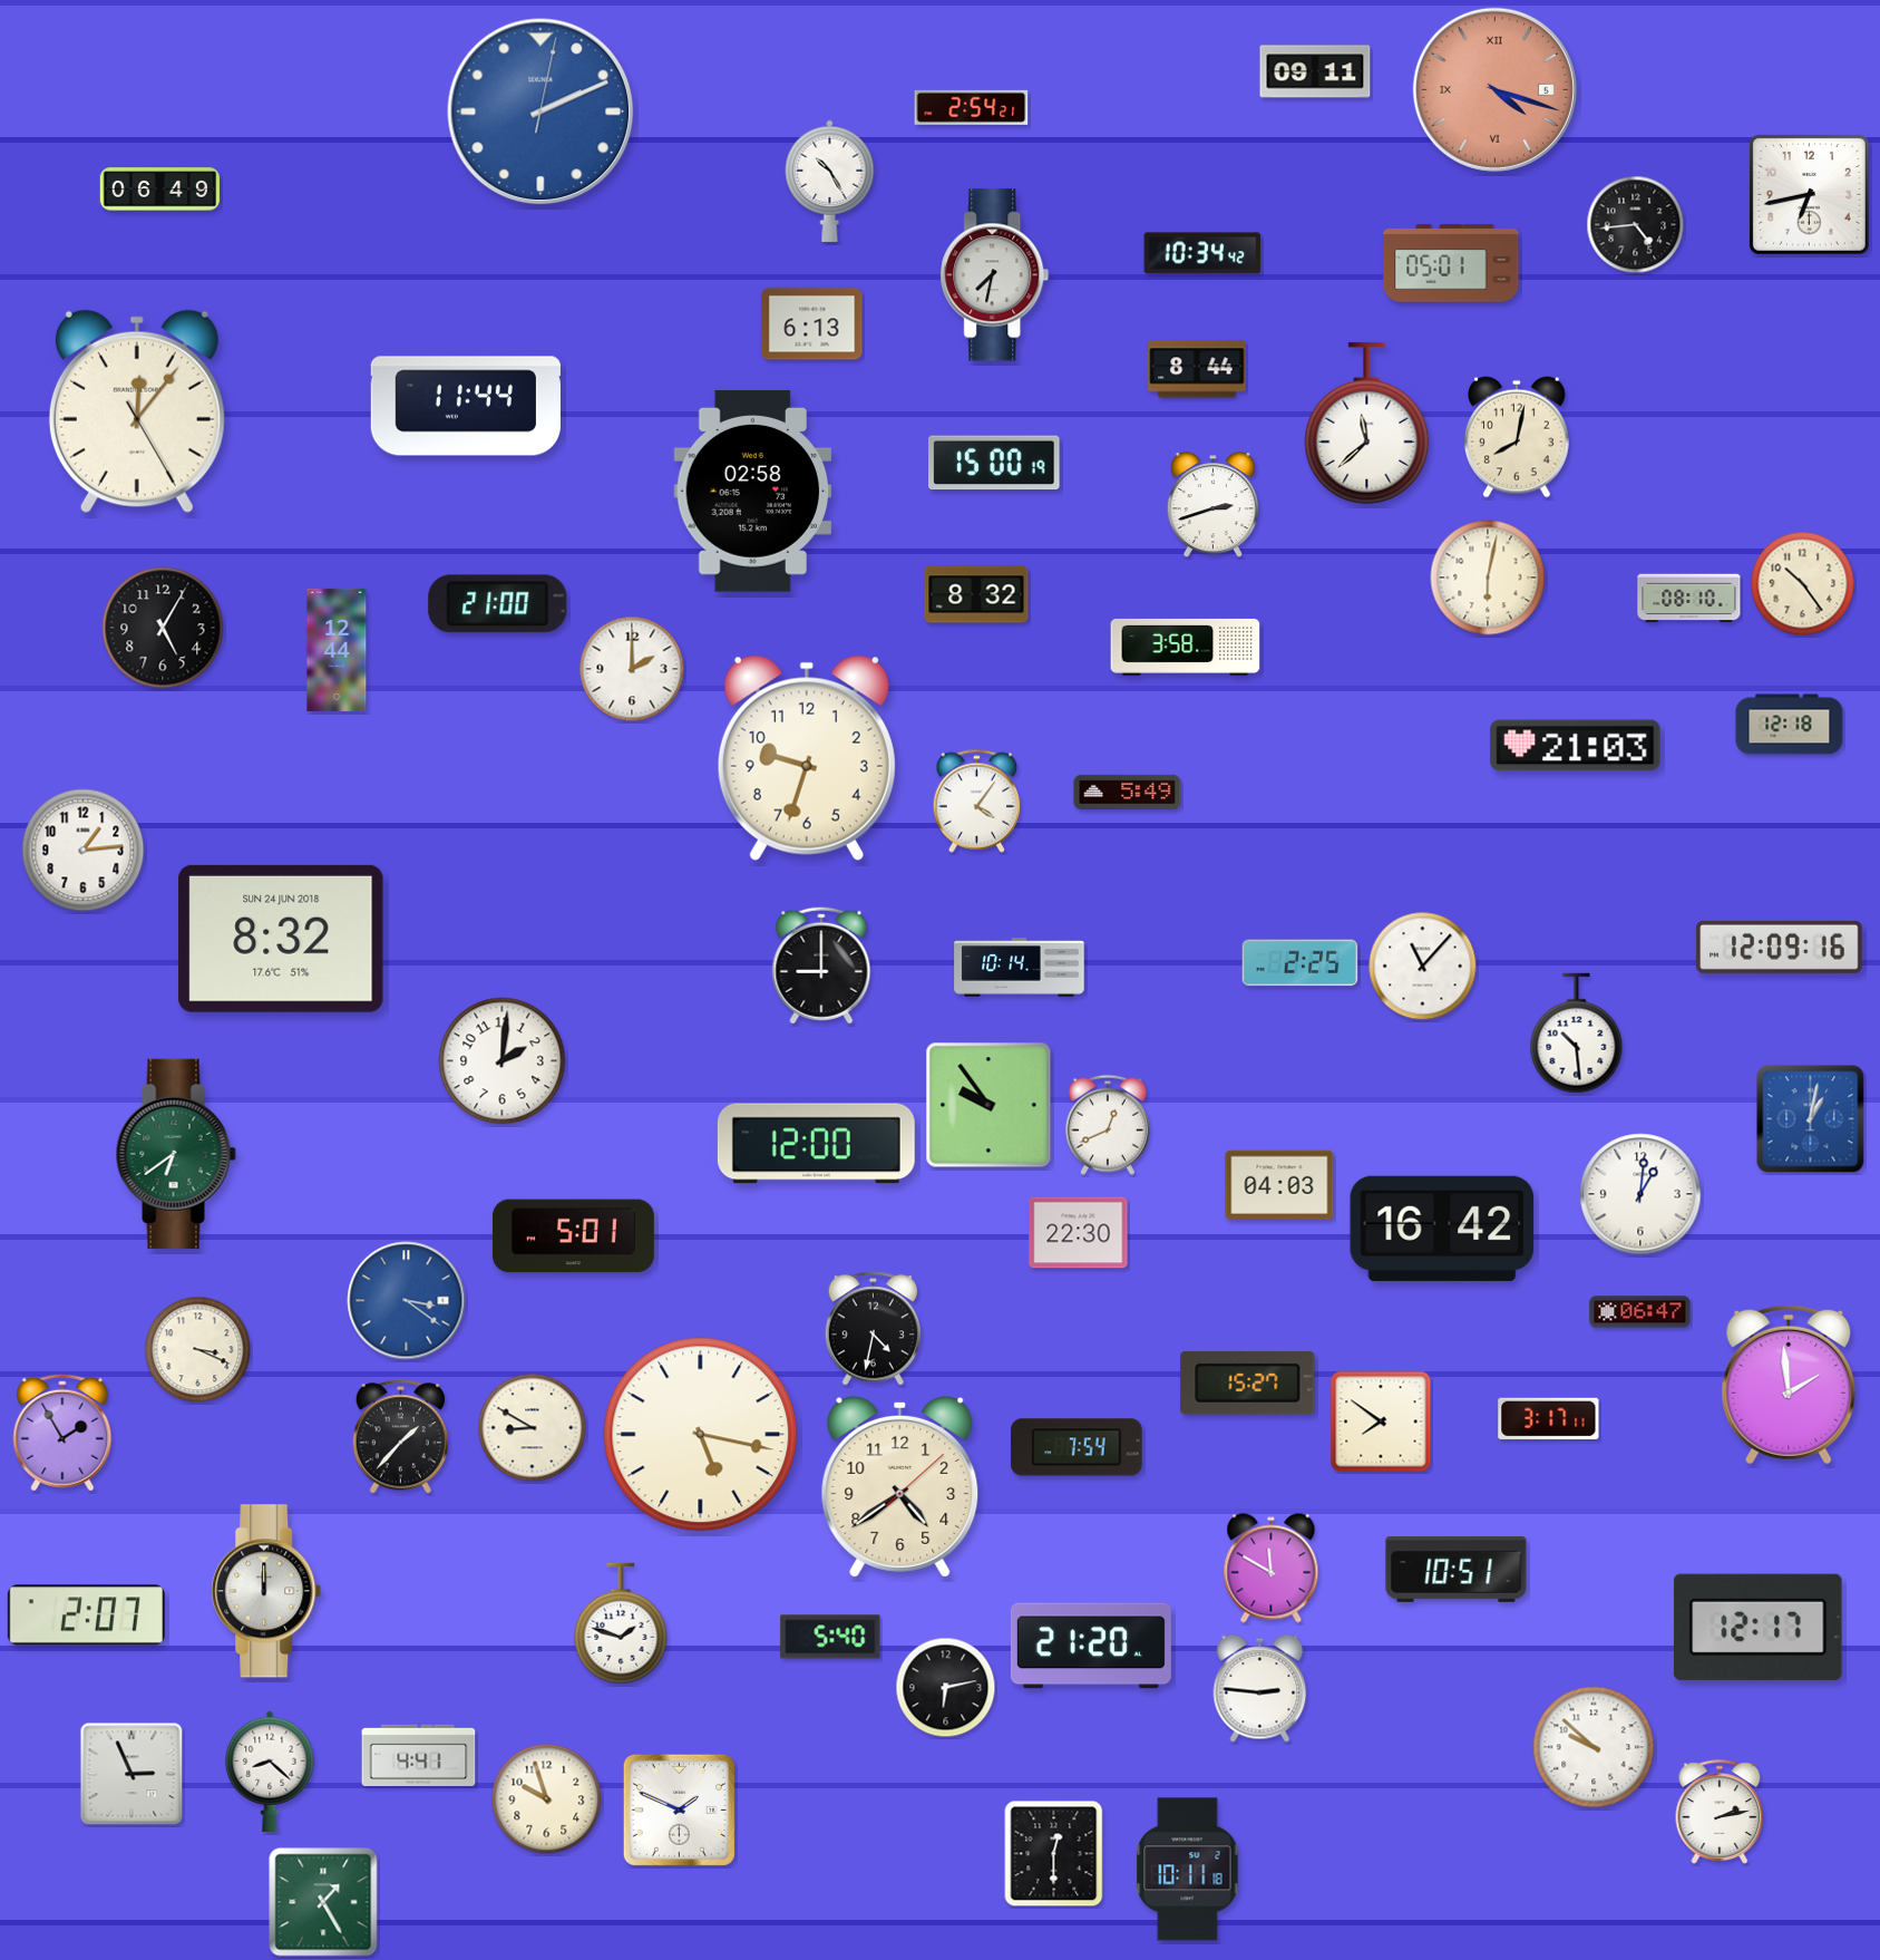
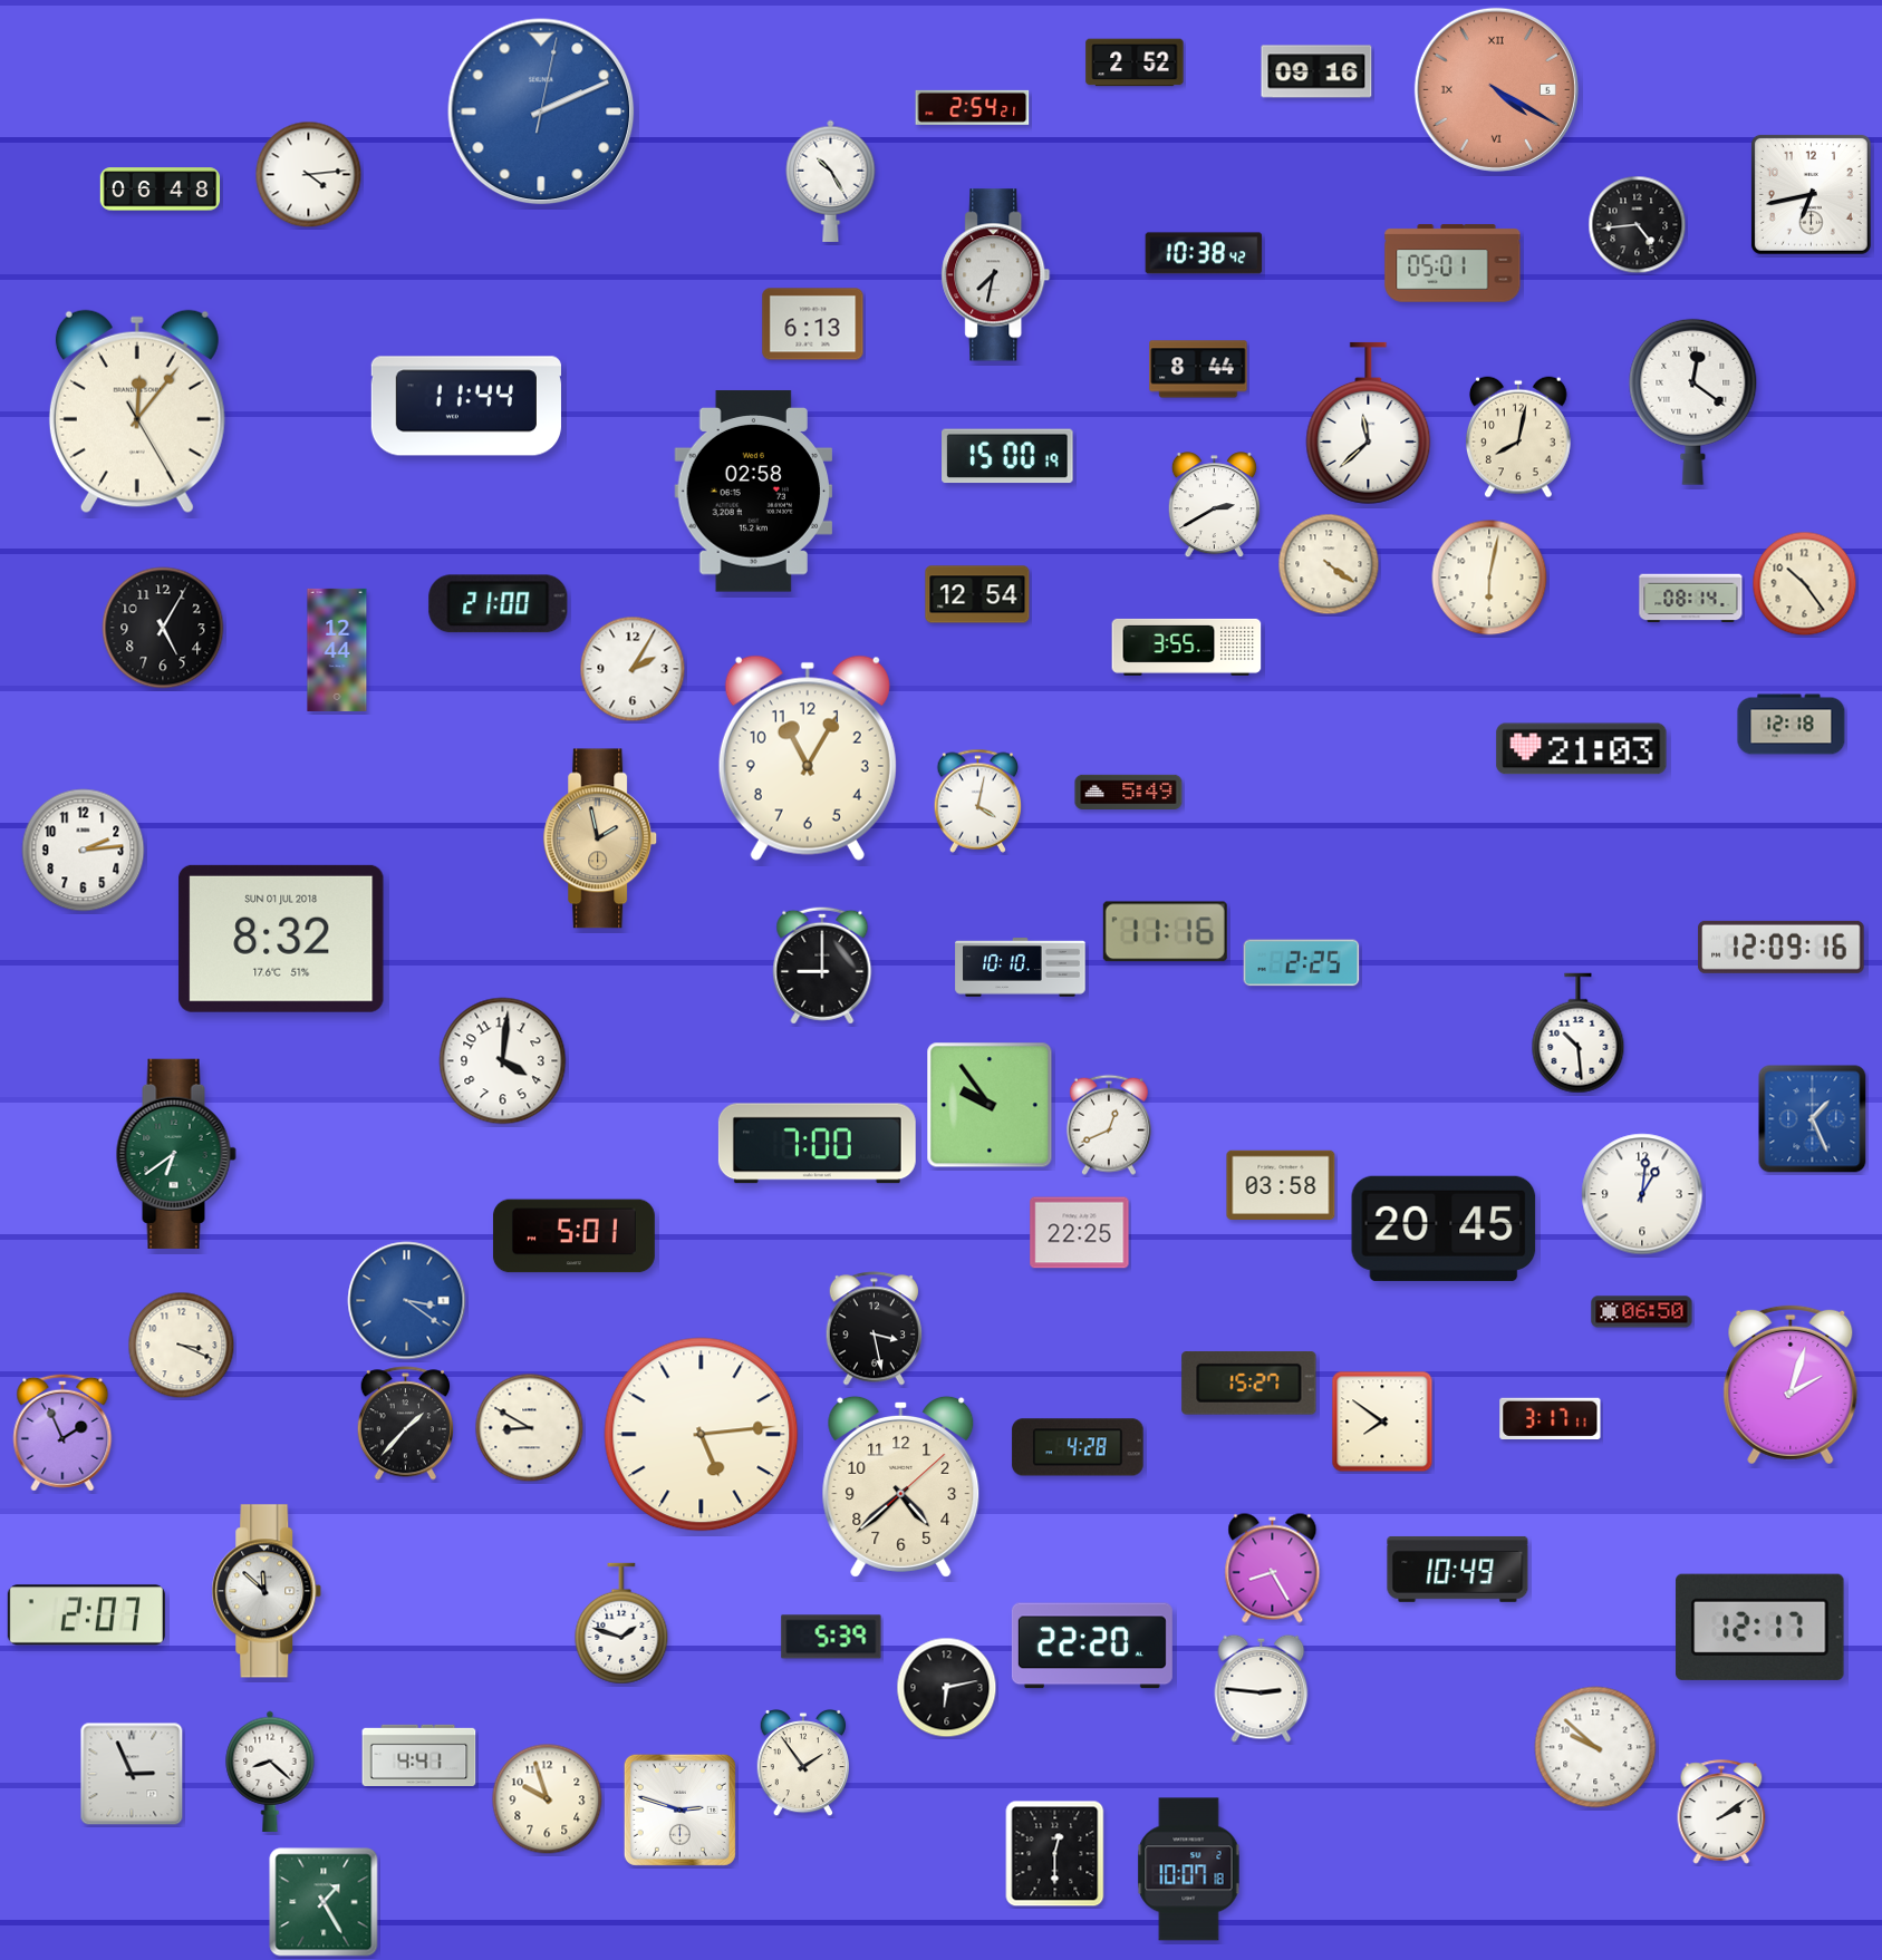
clock at (1135, 62): none -> 2:52
clock at (1315, 71): 09:11 -> 09:16
clock at (1494, 89): 4:18 -> 4:20
clock at (309, 175): none -> 4:14
clock at (159, 190): 06:49 -> 06:48
clock at (1202, 253): 10:34 -> 10:38
clock at (1693, 401): none -> 12:21
clock at (994, 463) position: (994, 463) -> (1007, 456)
clock at (1212, 505): 2:42 -> 2:40
clock at (1329, 564): none -> 4:21
clock at (976, 594): 8:32 -> 12:54
clock at (1689, 599): 08:10 -> 08:14
clock at (1186, 647): 3:58 -> 3:55
clock at (632, 669): 2:00 -> 2:05
clock at (1576, 746) position: (1576, 746) -> (1582, 749)
clock at (807, 758): 9:33 -> 11:05
clock at (977, 801): 4:06 -> 4:02
clock at (601, 838): none -> 1:58
clock at (84, 851): 1:14 -> 2:14
clock at (1165, 932): none -> 11:16
clock at (281, 939) date: SUN 24 JUN 2018 -> SUN 01 JUL 2018
clock at (1423, 967): 11:07 -> none
clock at (1020, 968): 10:14 -> 10:10
clock at (503, 1061): 2:01 -> 4:01
clock at (1811, 1119): 1:02 -> 1:26
clock at (816, 1144): 12:00 -> 7:00
clock at (1279, 1184): 04:03 -> 03:58
clock at (1442, 1229): 16:42 -> 20:45
clock at (1079, 1233): 22:30 -> 22:25
clock at (1640, 1312): 06:47 -> 06:50
clock at (873, 1329): 4:32 -> 3:28
clock at (198, 1350) position: (198, 1350) -> (182, 1346)
clock at (1789, 1385): 1:59 -> 2:03
clock at (533, 1428) position: (533, 1428) -> (530, 1428)
clock at (62, 1433): 1:55 -> 1:56
clock at (701, 1435): 5:17 -> 5:14
clock at (400, 1437) position: (400, 1437) -> (405, 1424)
clock at (1077, 1447): 7:54 -> 4:28
clock at (900, 1486): 4:39 -> 4:38
clock at (1272, 1569): 11:50 -> 8:25
clock at (1457, 1570): 10:51 -> 10:49
clock at (266, 1591): 12:00 -> 11:52
clock at (830, 1637): 5:40 -> 5:39
clock at (1091, 1646): 21:20 -> 22:20
clock at (802, 1763): none -> 1:54
clock at (679, 1809): 1:49 -> 2:48
clock at (1720, 1812): 2:13 -> 2:09
clock at (1188, 1870): 10:11 -> 10:07
